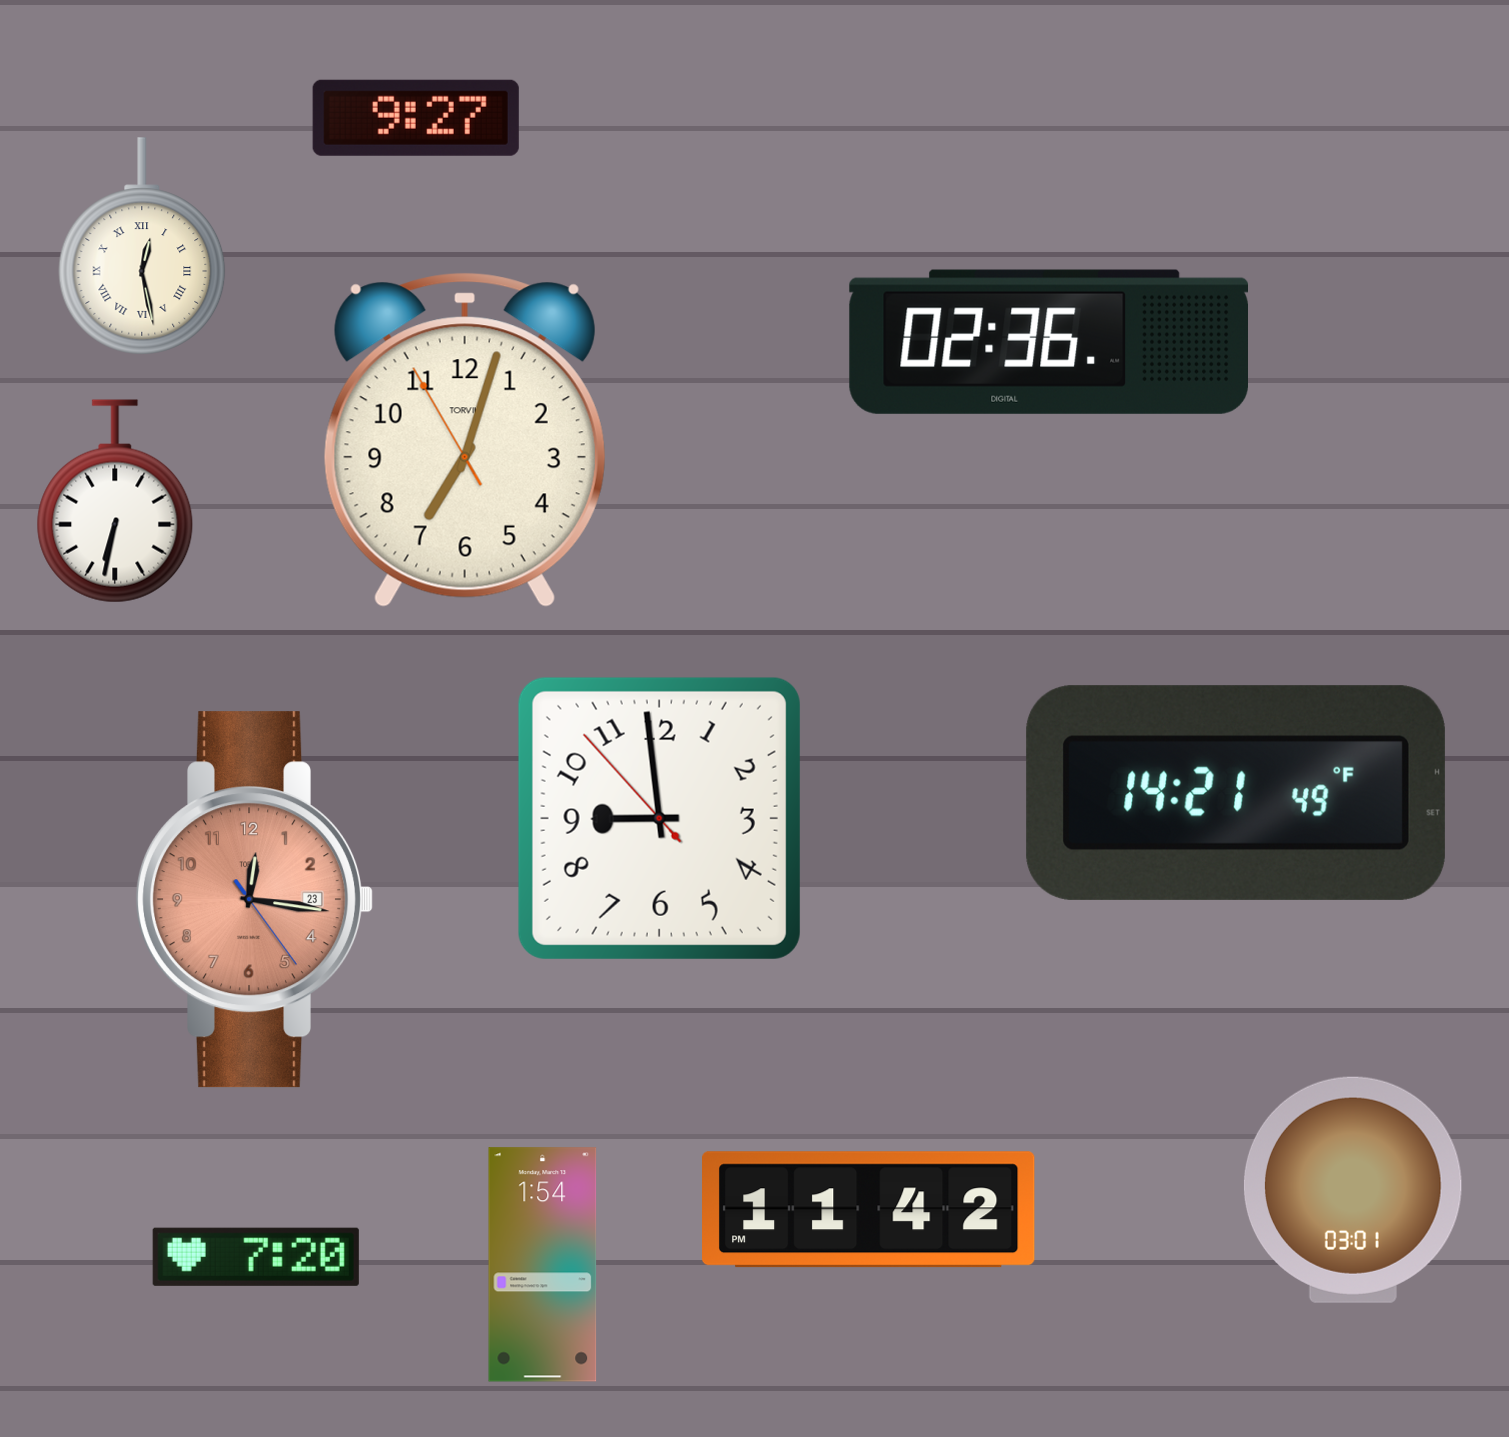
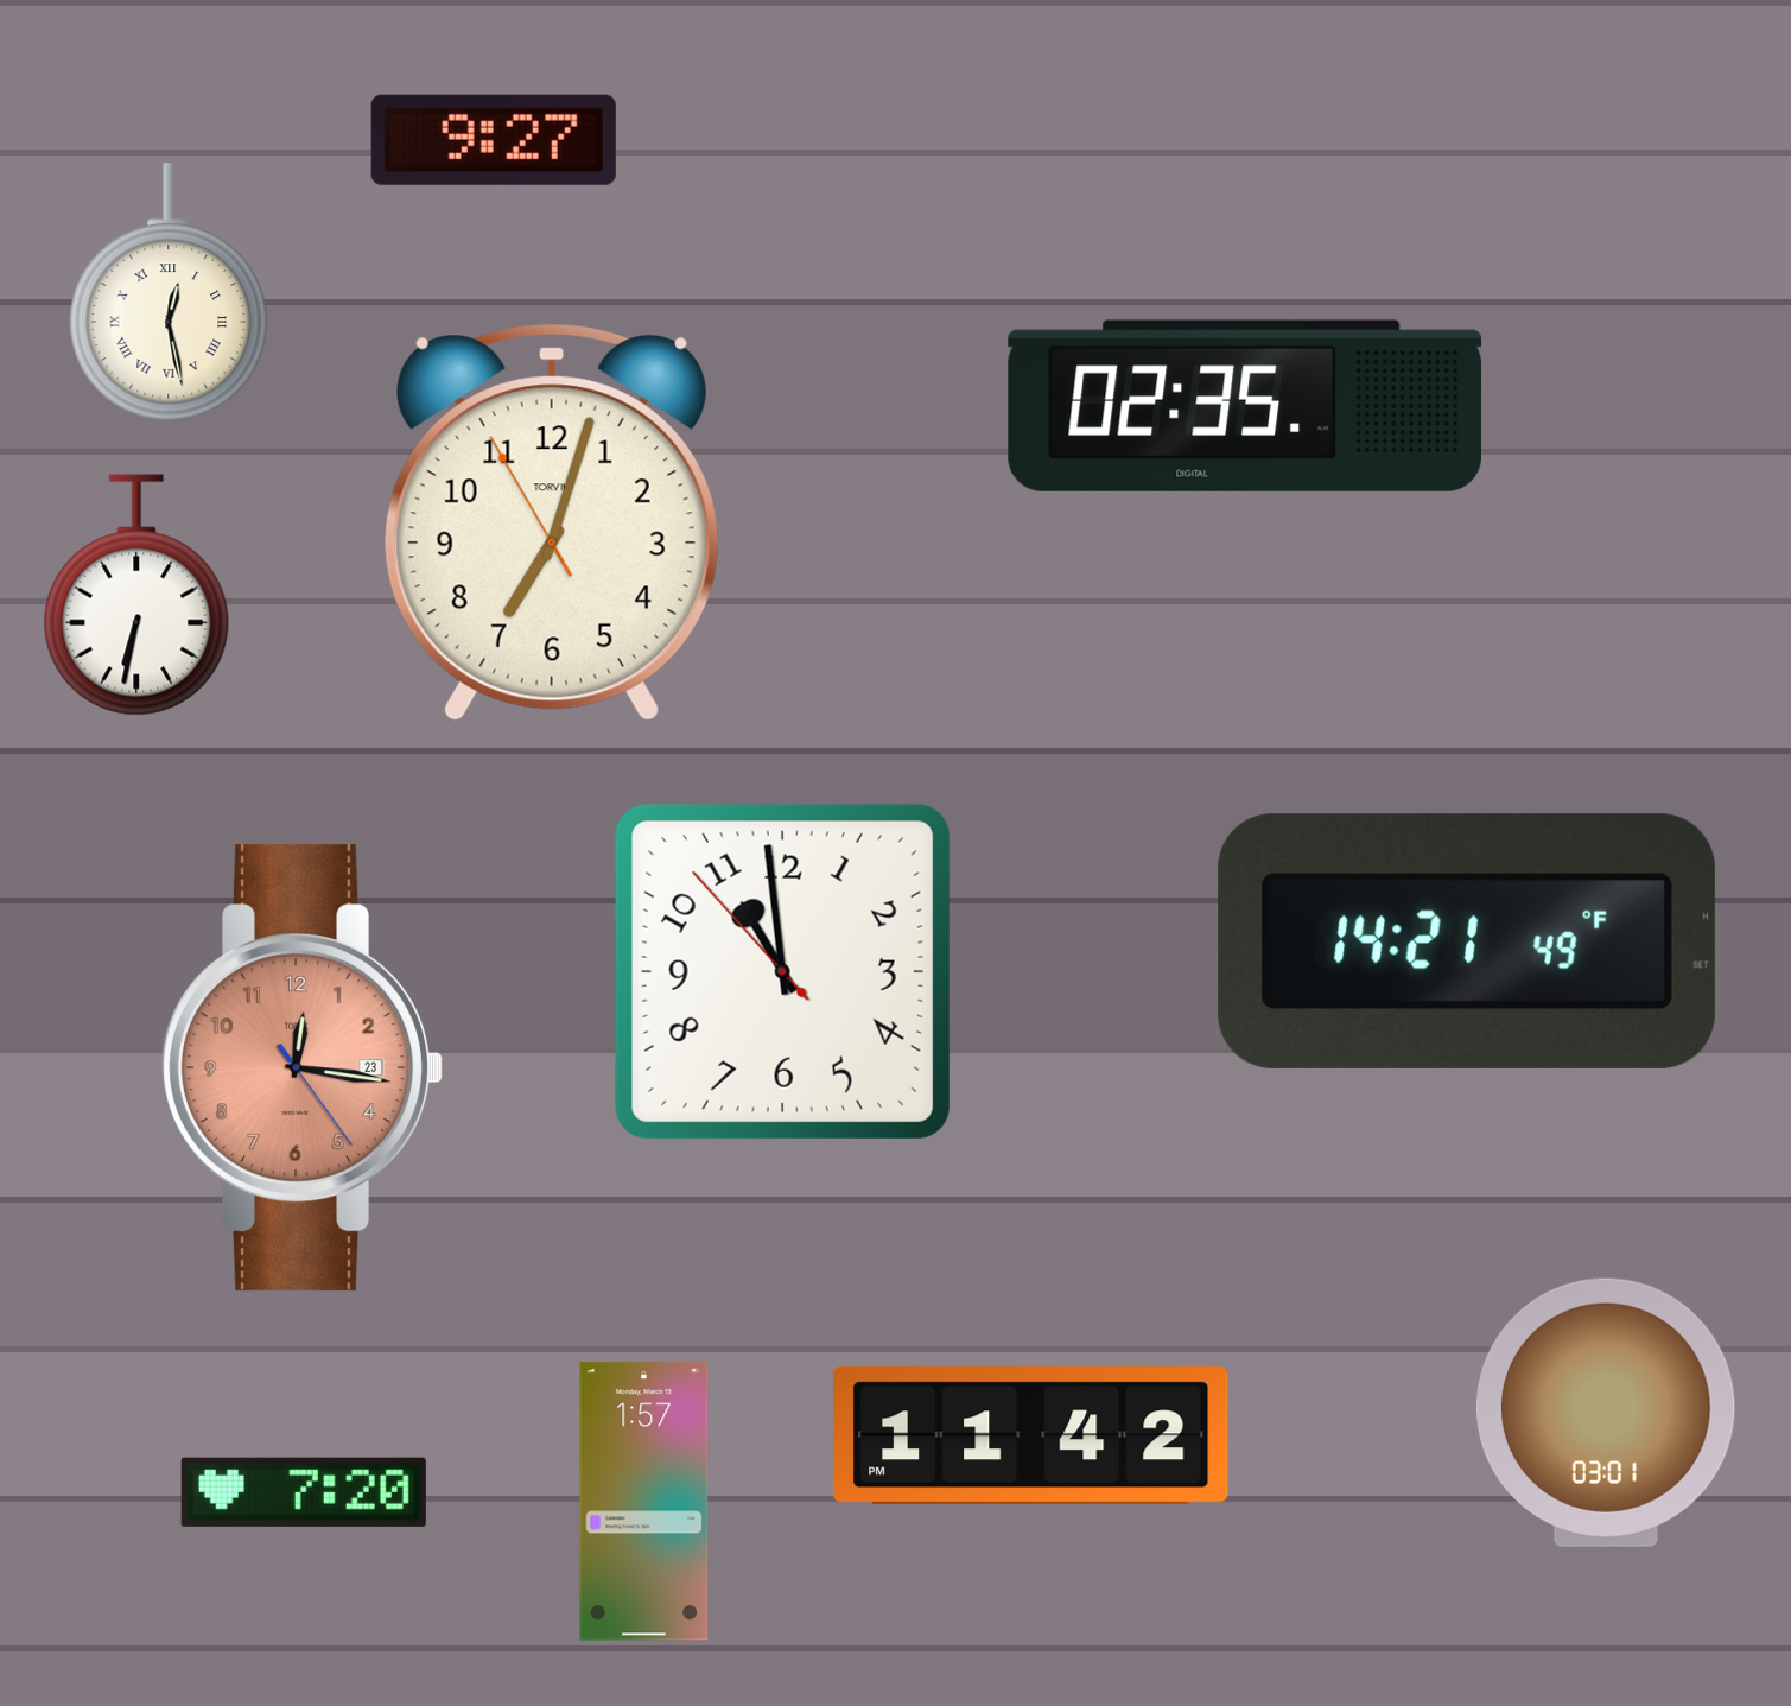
clock at (1048, 342): 02:36 -> 02:35
clock at (659, 818): 8:58 -> 10:58
clock at (543, 1265): 1:54 -> 1:57
